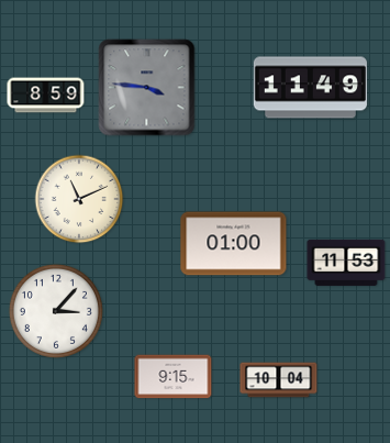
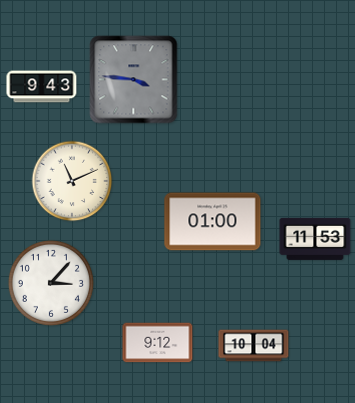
clock at (310, 88): 11:49 -> none
clock at (46, 96): 8:59 -> 9:43
clock at (174, 377): 9:15 -> 9:12
